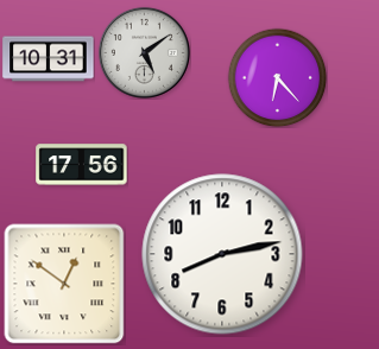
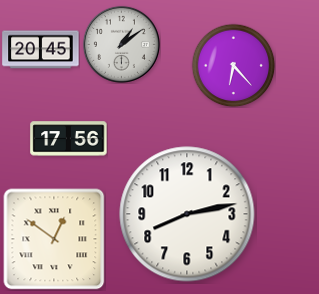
clock at (144, 52): 5:09 -> 1:09
clock at (49, 59): 10:31 -> 20:45
